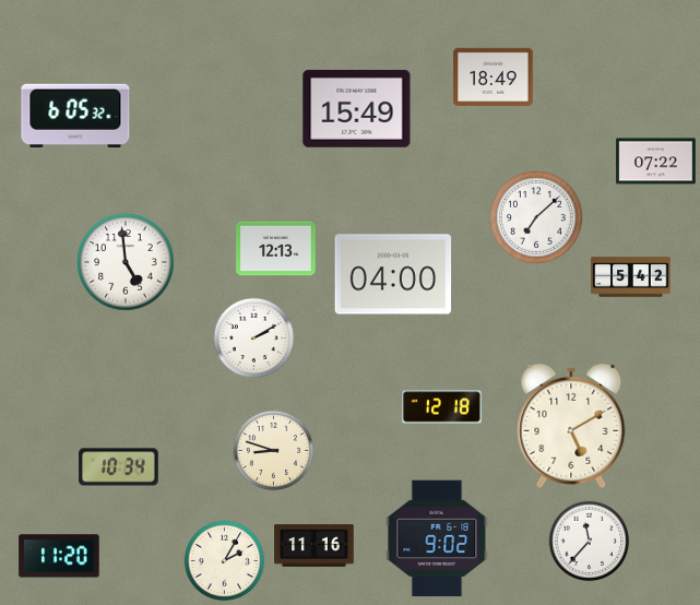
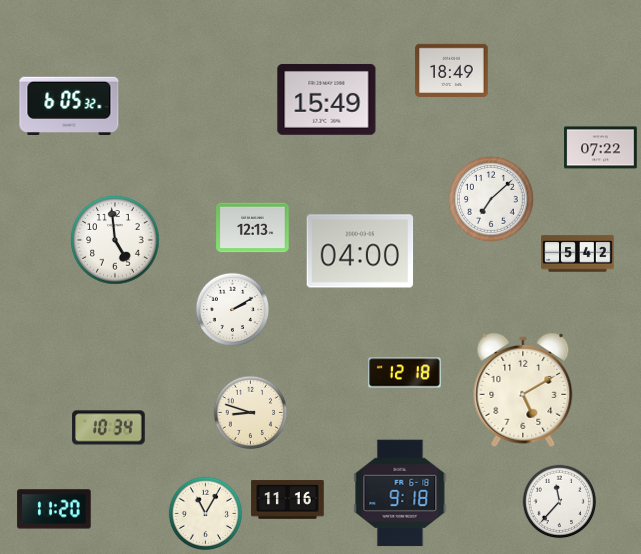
clock at (437, 538): 9:02 -> 9:18
clock at (590, 542) position: (590, 542) -> (560, 502)
clock at (225, 561): 2:05 -> 11:05
